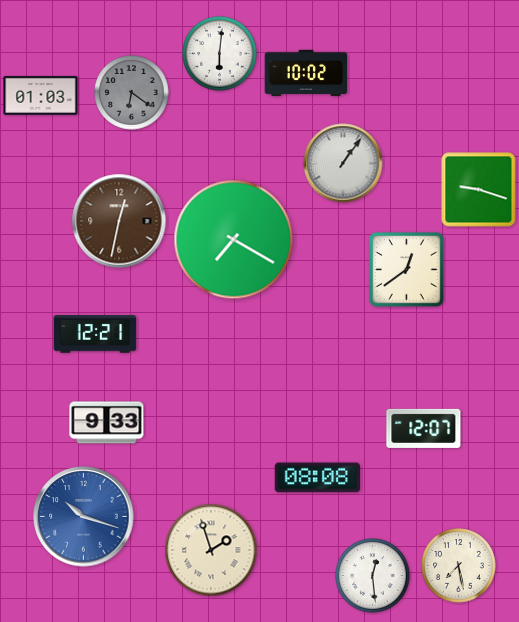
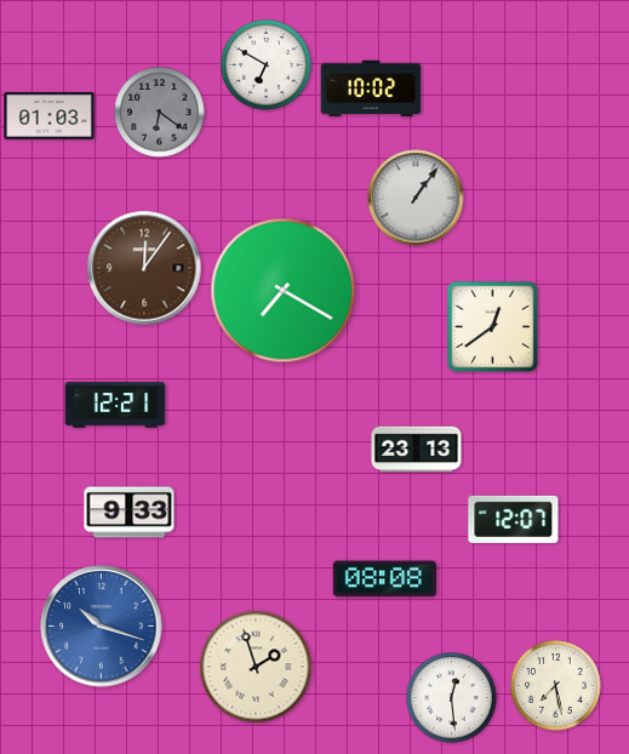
clock at (220, 54): 6:01 -> 6:50
clock at (479, 190): 9:18 -> none
clock at (119, 221): 12:32 -> 12:06
clock at (417, 450): none -> 23:13
